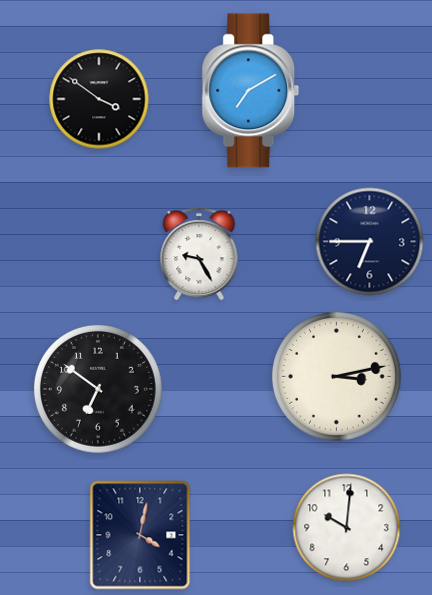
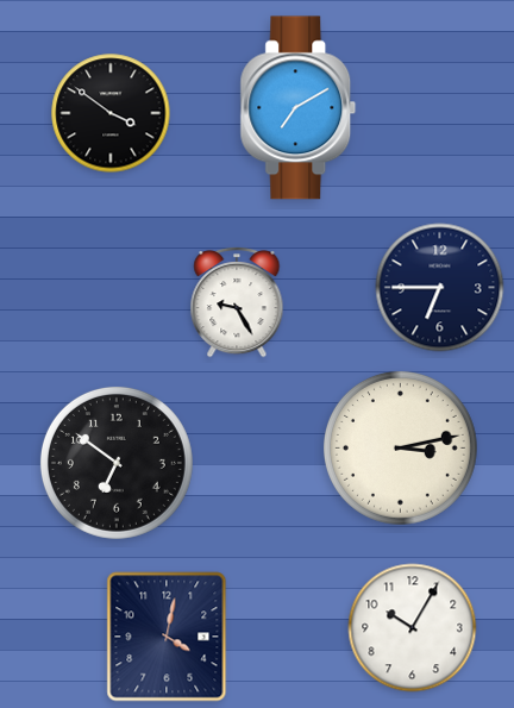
clock at (99, 99) position: (99, 99) -> (111, 113)
clock at (347, 528): 10:01 -> 10:05
